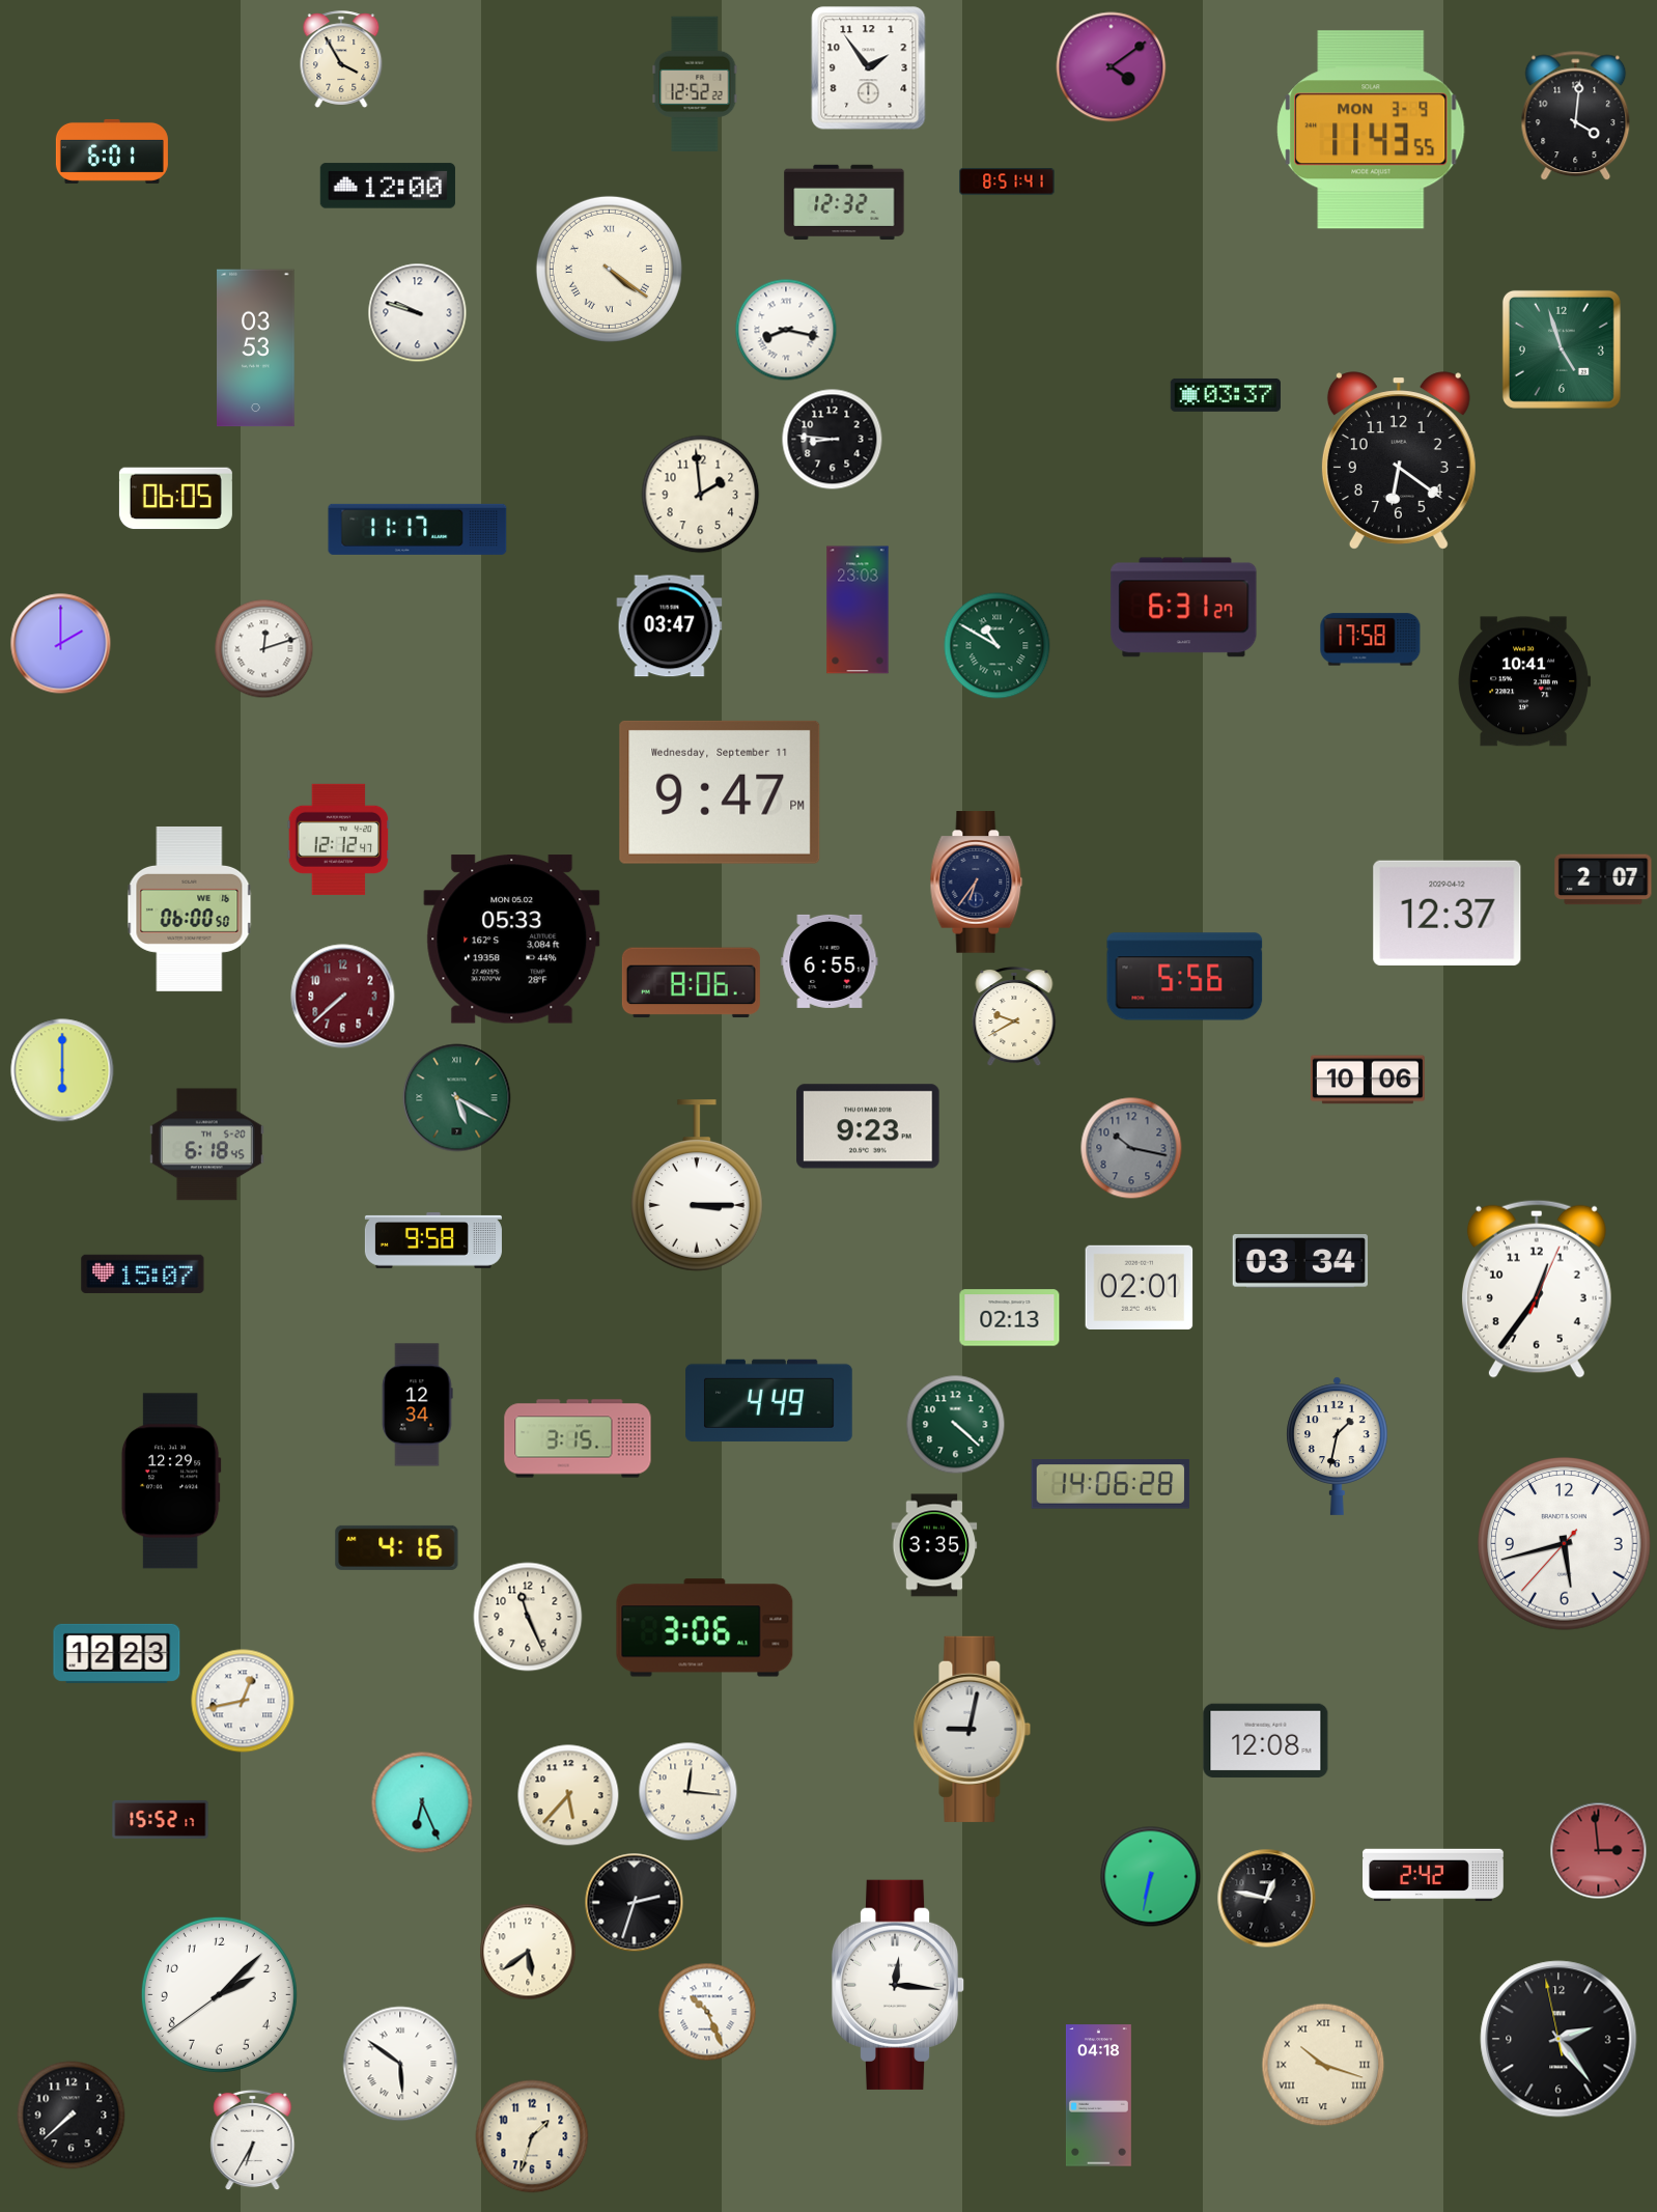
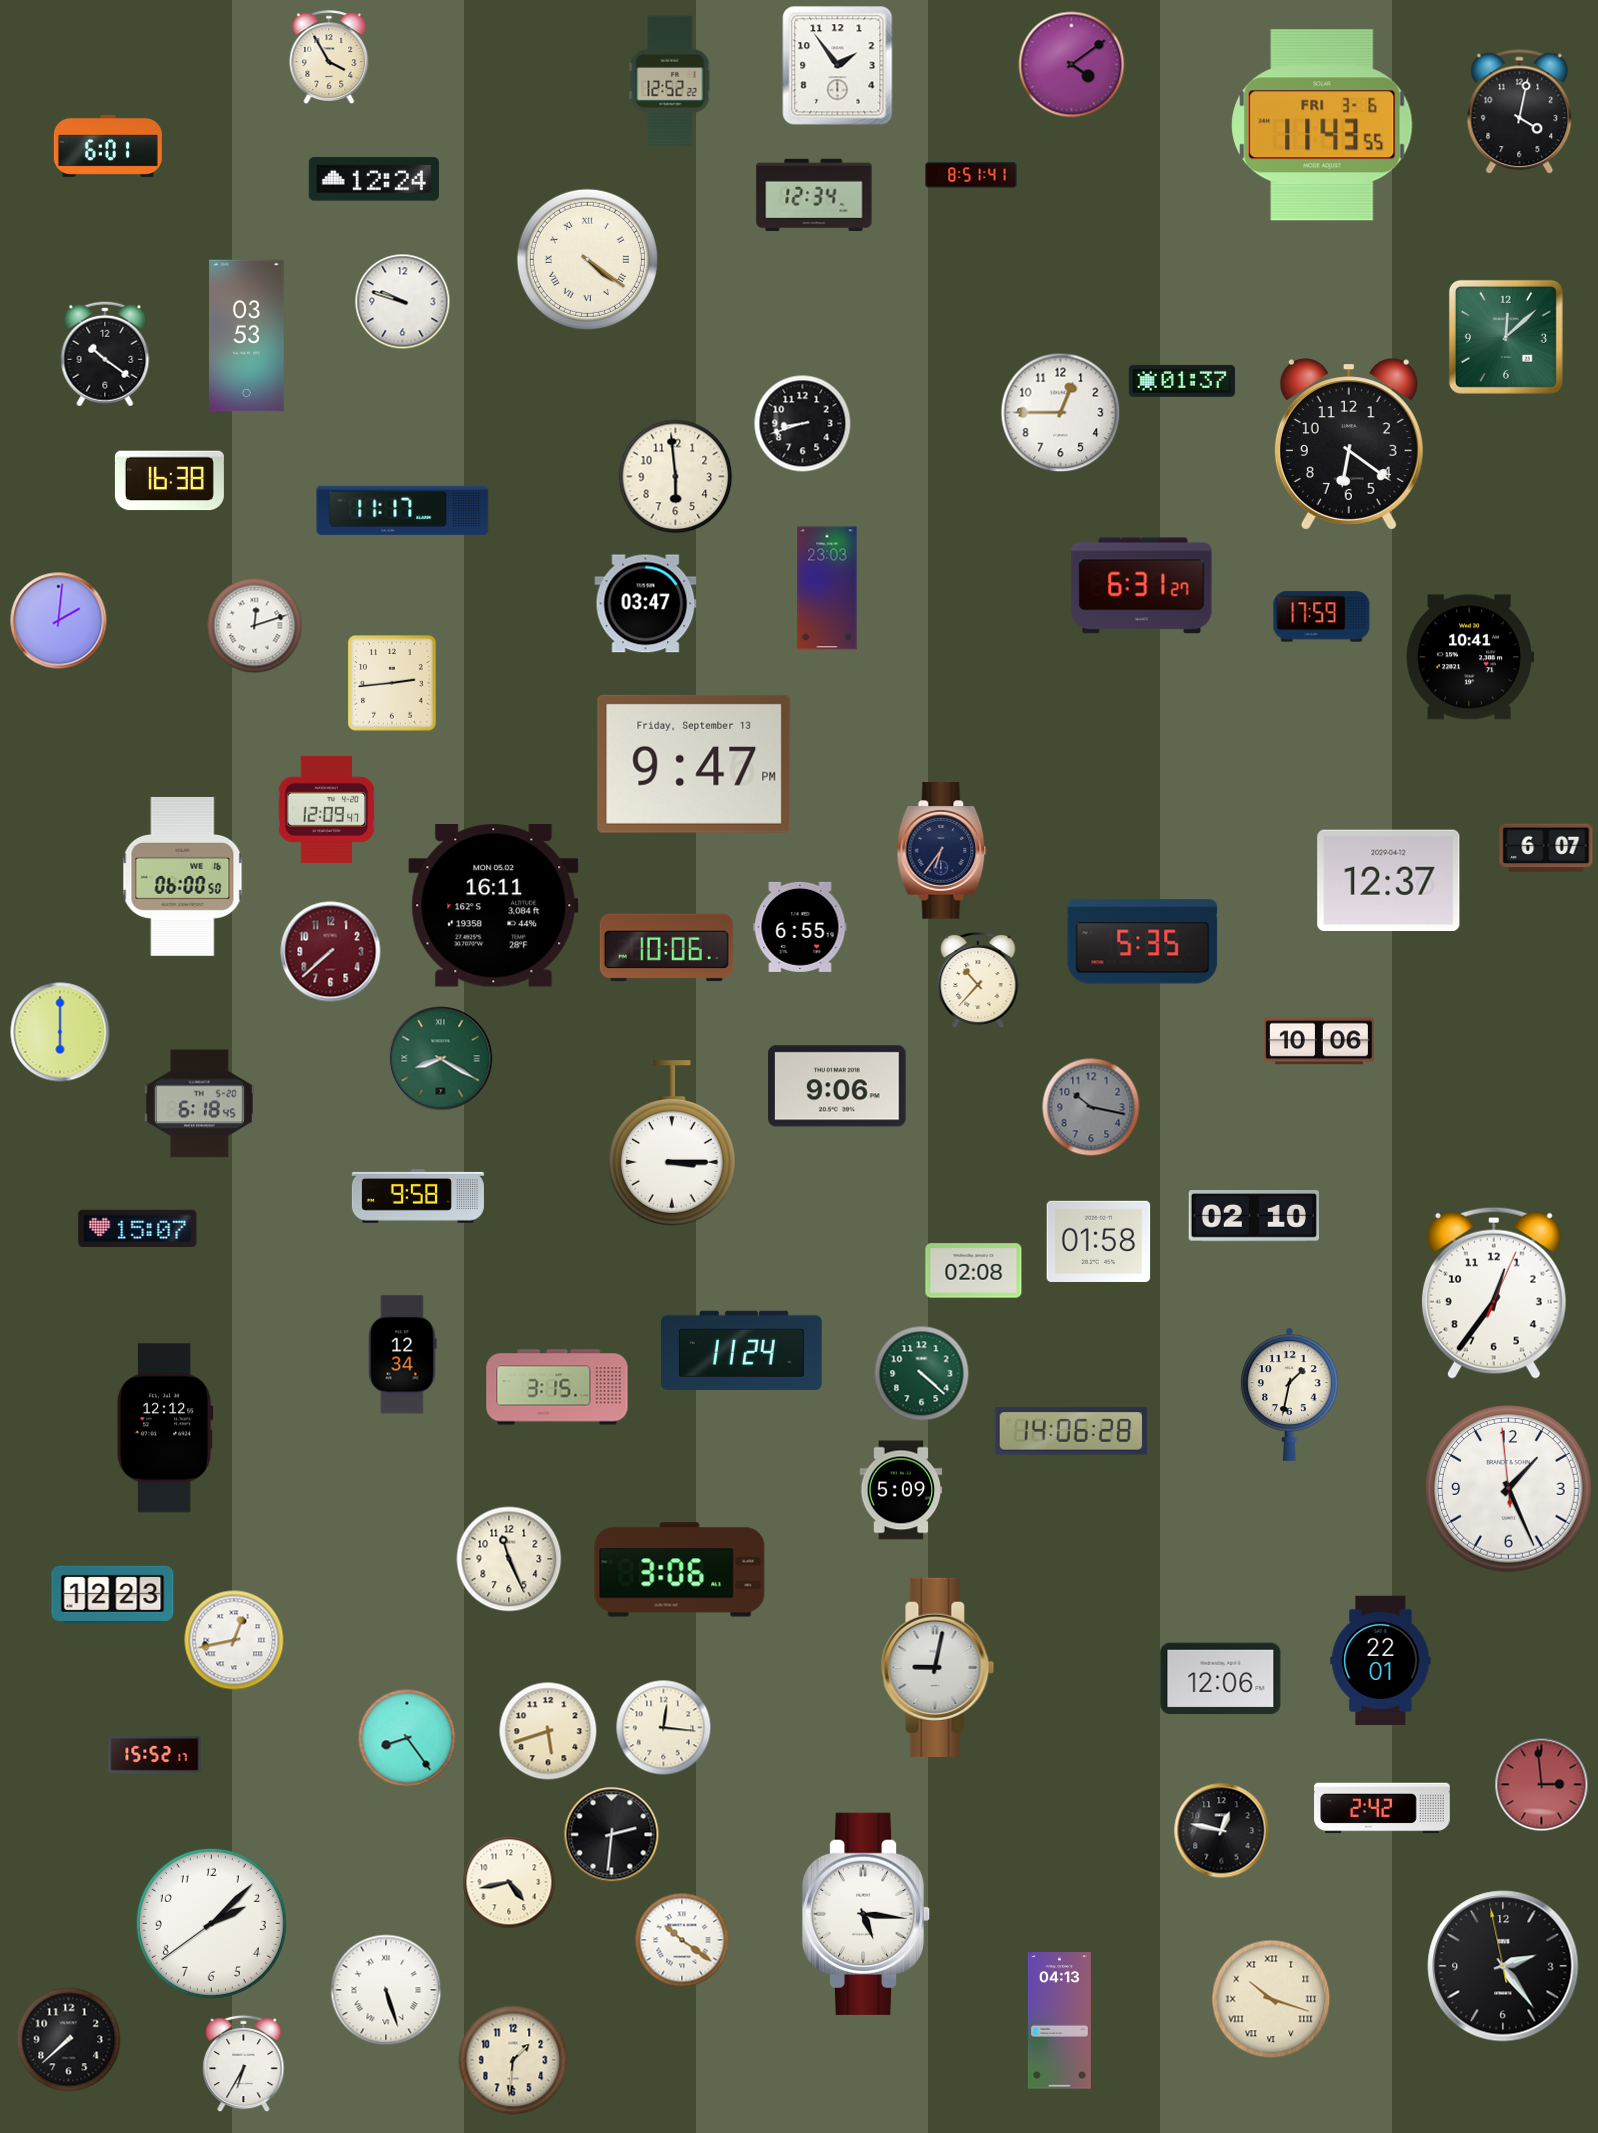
clock at (1576, 116): 4:01 -> 4:02
clock at (1371, 130) date: MON 3-9 -> FRI 3-6
clock at (388, 186): 12:00 -> 12:24
clock at (844, 202): 12:32 -> 12:34
clock at (786, 330): 8:17 -> none
clock at (1562, 349): 4:57 -> 12:08
clock at (105, 354): none -> 10:21
clock at (1226, 395): 03:37 -> 01:37
clock at (1061, 413): none -> 12:45
clock at (833, 440): 8:46 -> 8:42
clock at (701, 495): 1:59 -> 5:59
clock at (175, 499): 06:05 -> 16:38
clock at (1371, 640): 17:58 -> 17:59
clock at (61, 644): 2:00 -> 2:01
clock at (998, 646): 10:50 -> none
clock at (392, 683): none -> 2:44
clock at (720, 792) date: Wednesday, September 11 -> Friday, September 13
clock at (339, 839): 12:12 -> 12:09
clock at (1603, 879): 2:07 -> 6:07
clock at (1448, 913) position: (1448, 913) -> (1389, 880)
clock at (512, 940): 05:33 -> 16:11
clock at (1185, 977): 5:56 -> 5:35
clock at (691, 983): 8:06 -> 10:06
clock at (343, 997) position: (343, 997) -> (331, 952)
clock at (1014, 1016): 9:40 -> 10:37
clock at (457, 1098): 5:20 -> 8:20
clock at (868, 1126): 9:23 -> 9:06
clock at (1300, 1261): 03:34 -> 02:10
clock at (1140, 1287): 02:01 -> 01:58
clock at (1537, 1289) position: (1537, 1289) -> (1494, 1293)
clock at (1010, 1318): 02:13 -> 02:08
clock at (769, 1400): 4:49 -> 11:24
clock at (171, 1481): 12:29 -> 12:12
clock at (1565, 1544): 5:42 -> 1:25
clock at (934, 1545): 3:35 -> 5:09
clock at (397, 1547): 4:16 -> none
clock at (1381, 1661): none -> 22:01
clock at (1266, 1741): 12:08 -> 12:06
clock at (568, 1795): 5:37 -> 5:42
clock at (422, 1802): 6:26 -> 8:24
clock at (1151, 1877): 6:32 -> none
clock at (635, 1903): 2:33 -> 2:31
clock at (528, 1952): 5:39 -> 4:43
clock at (898, 1985): 12:16 -> 5:16
clock at (707, 2012): 10:26 -> 10:21
clock at (400, 2064): 5:51 -> 5:27
clock at (1323, 2065) position: (1323, 2065) -> (1271, 1999)
clock at (1098, 2096): 04:18 -> 04:13
clock at (532, 2136): 1:33 -> 1:31
